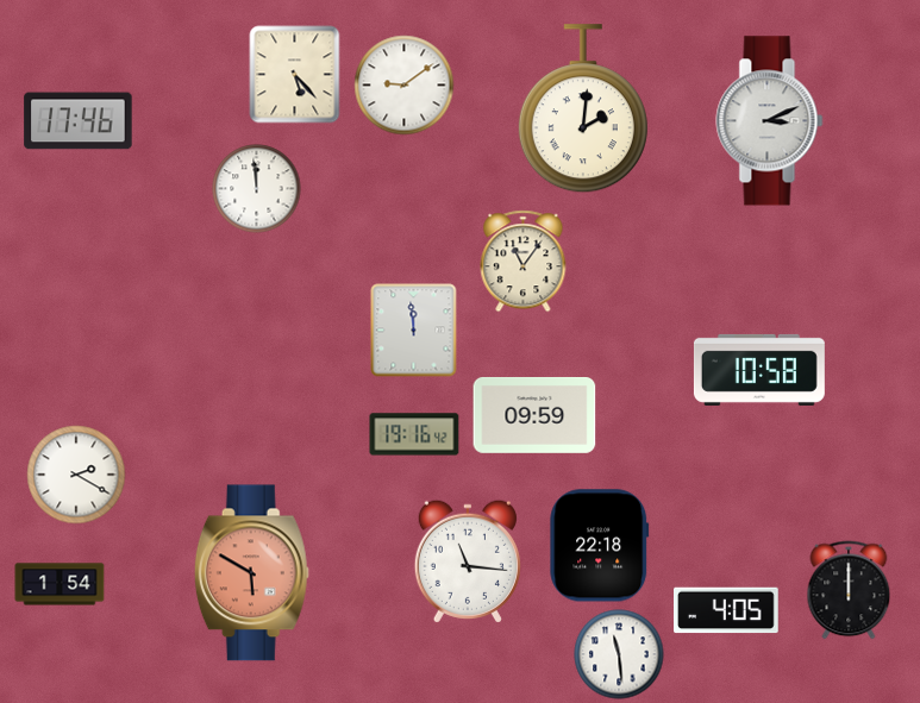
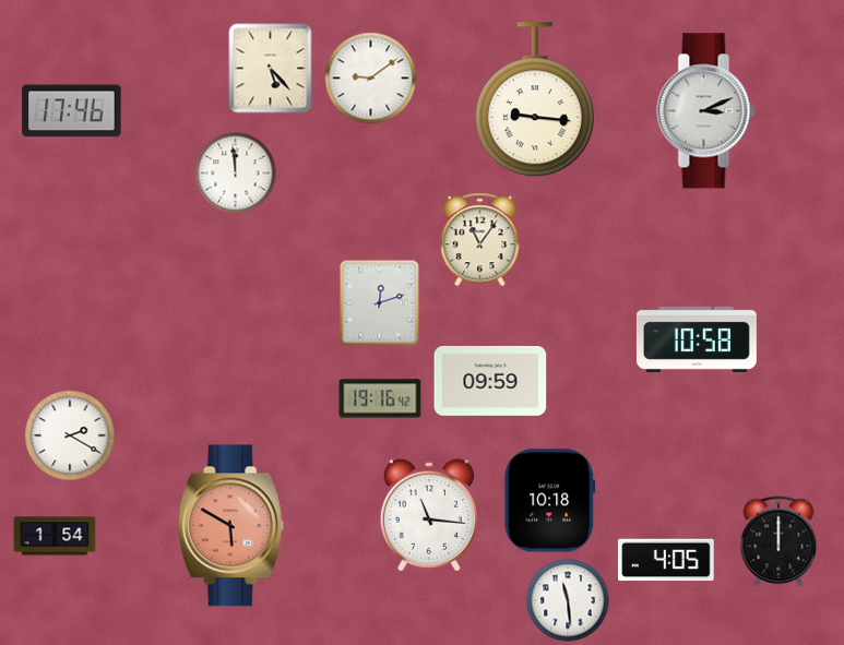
clock at (583, 109): 2:01 -> 9:16
clock at (414, 331): 11:59 -> 12:12
clock at (600, 546): 22:18 -> 10:18
